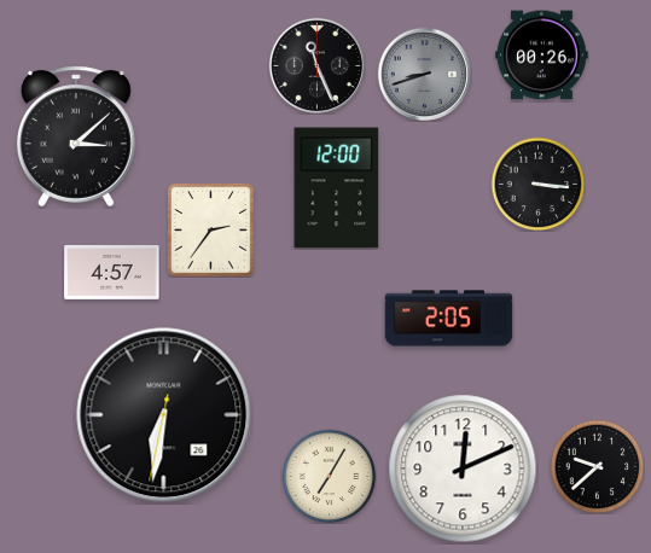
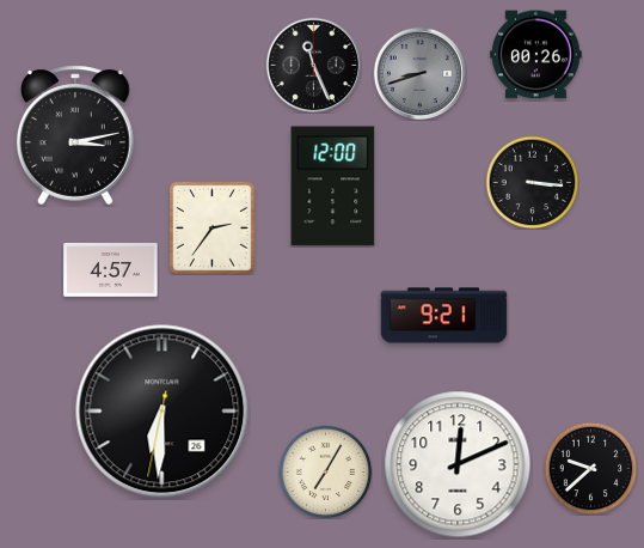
clock at (76, 136): 3:08 -> 3:13
clock at (210, 231) position: (210, 231) -> (211, 229)
clock at (449, 319): 2:05 -> 9:21
clock at (164, 415): 6:31 -> 6:30
clock at (597, 466) position: (597, 466) -> (590, 468)
